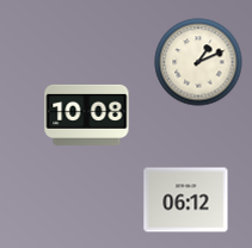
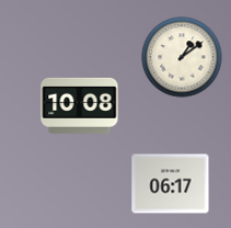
clock at (198, 62): 1:11 -> 1:09
clock at (186, 200): 06:12 -> 06:17
